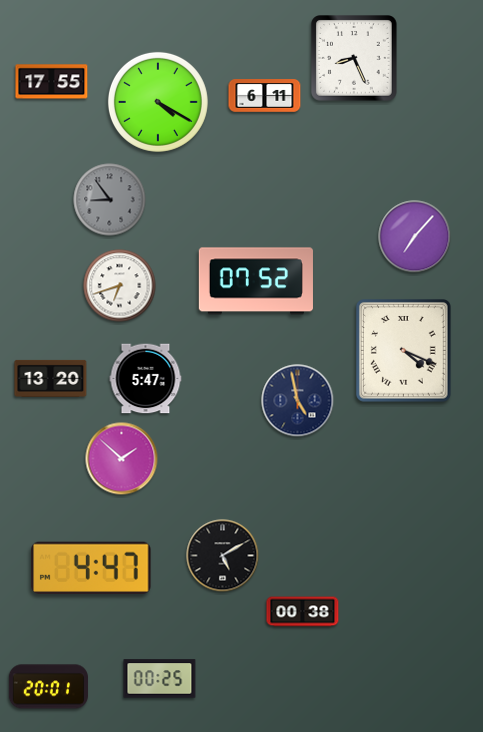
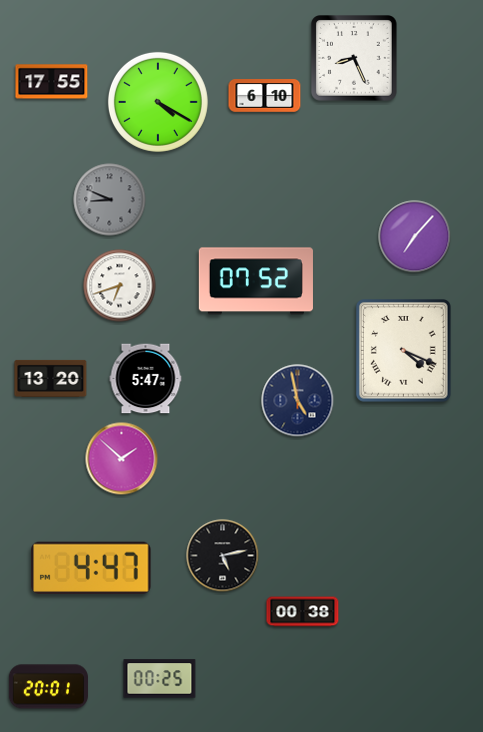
clock at (265, 96): 6:11 -> 6:10
clock at (110, 200): 8:54 -> 8:49
clock at (223, 556): 5:10 -> 5:13
